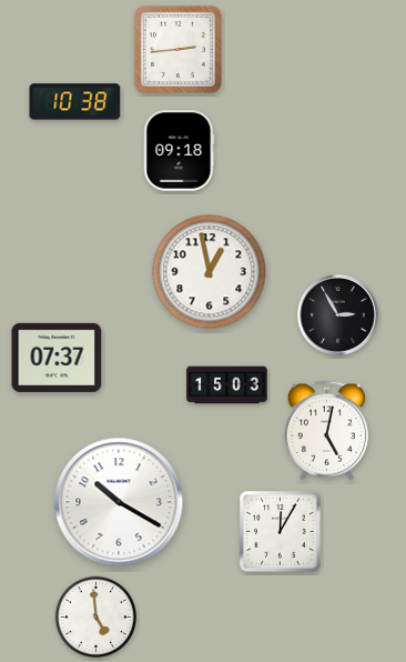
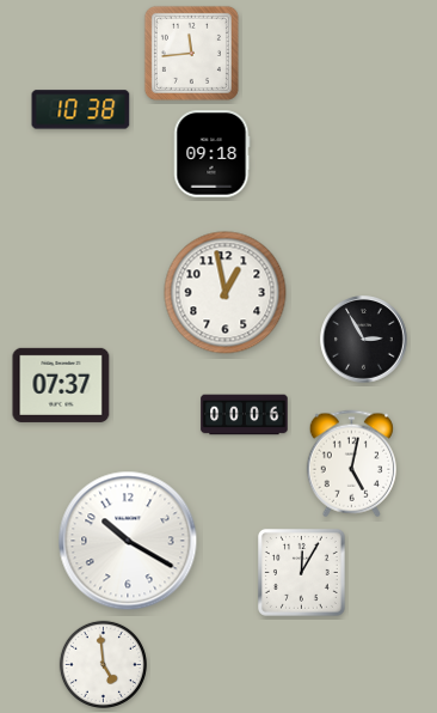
clock at (177, 49): 2:44 -> 11:44
clock at (179, 151) position: (179, 151) -> (211, 154)
clock at (227, 385): 15:03 -> 00:06
